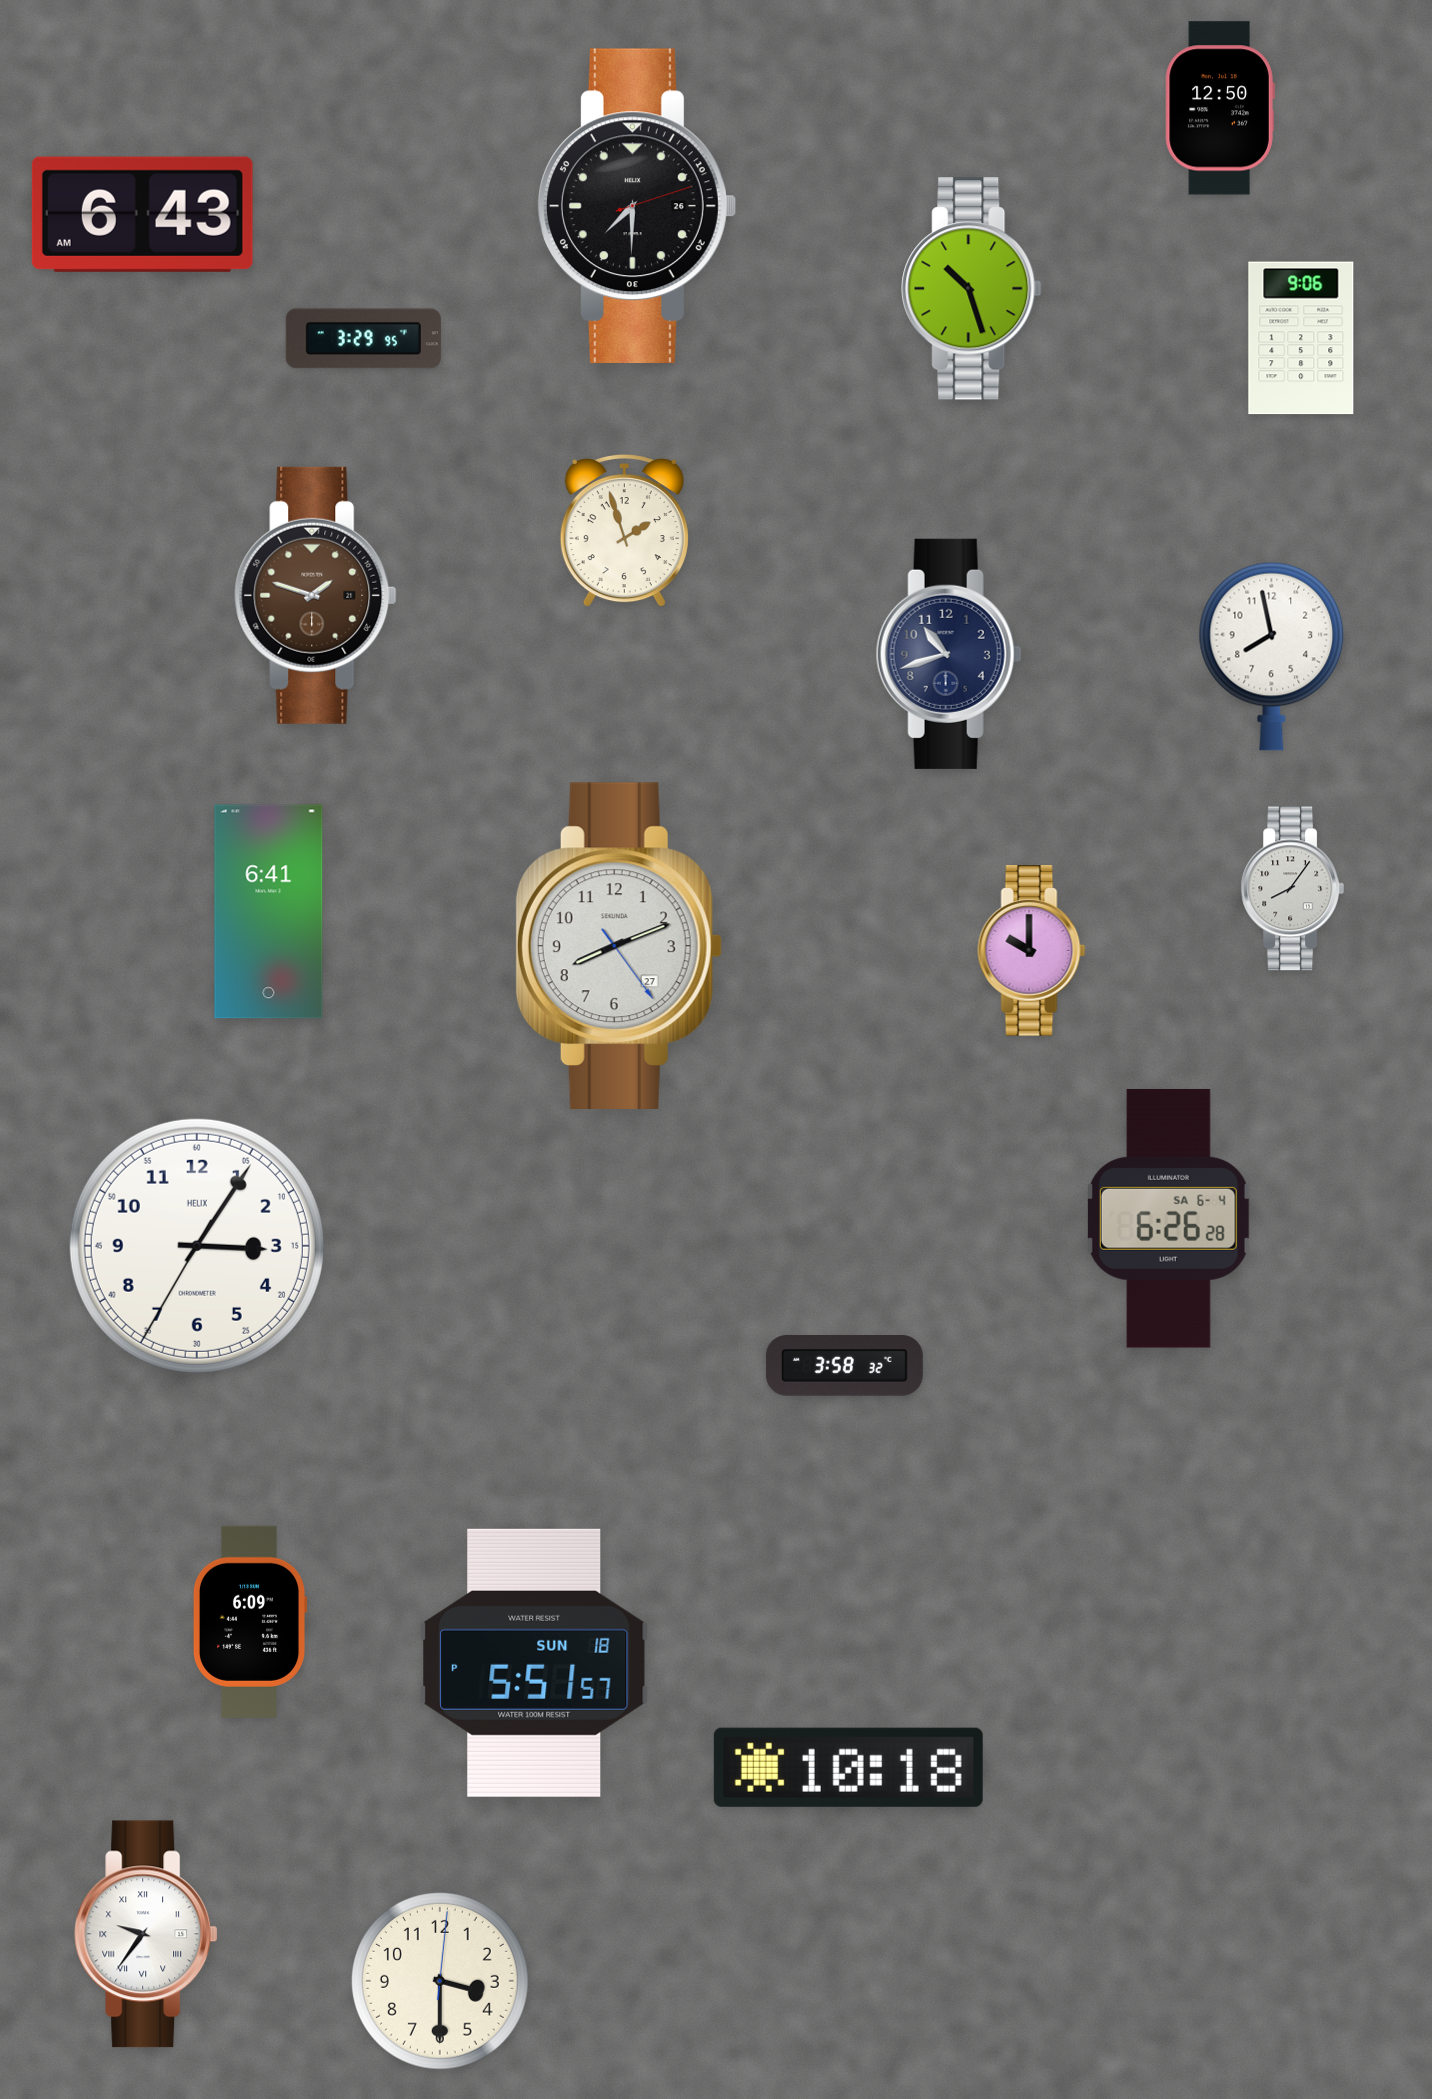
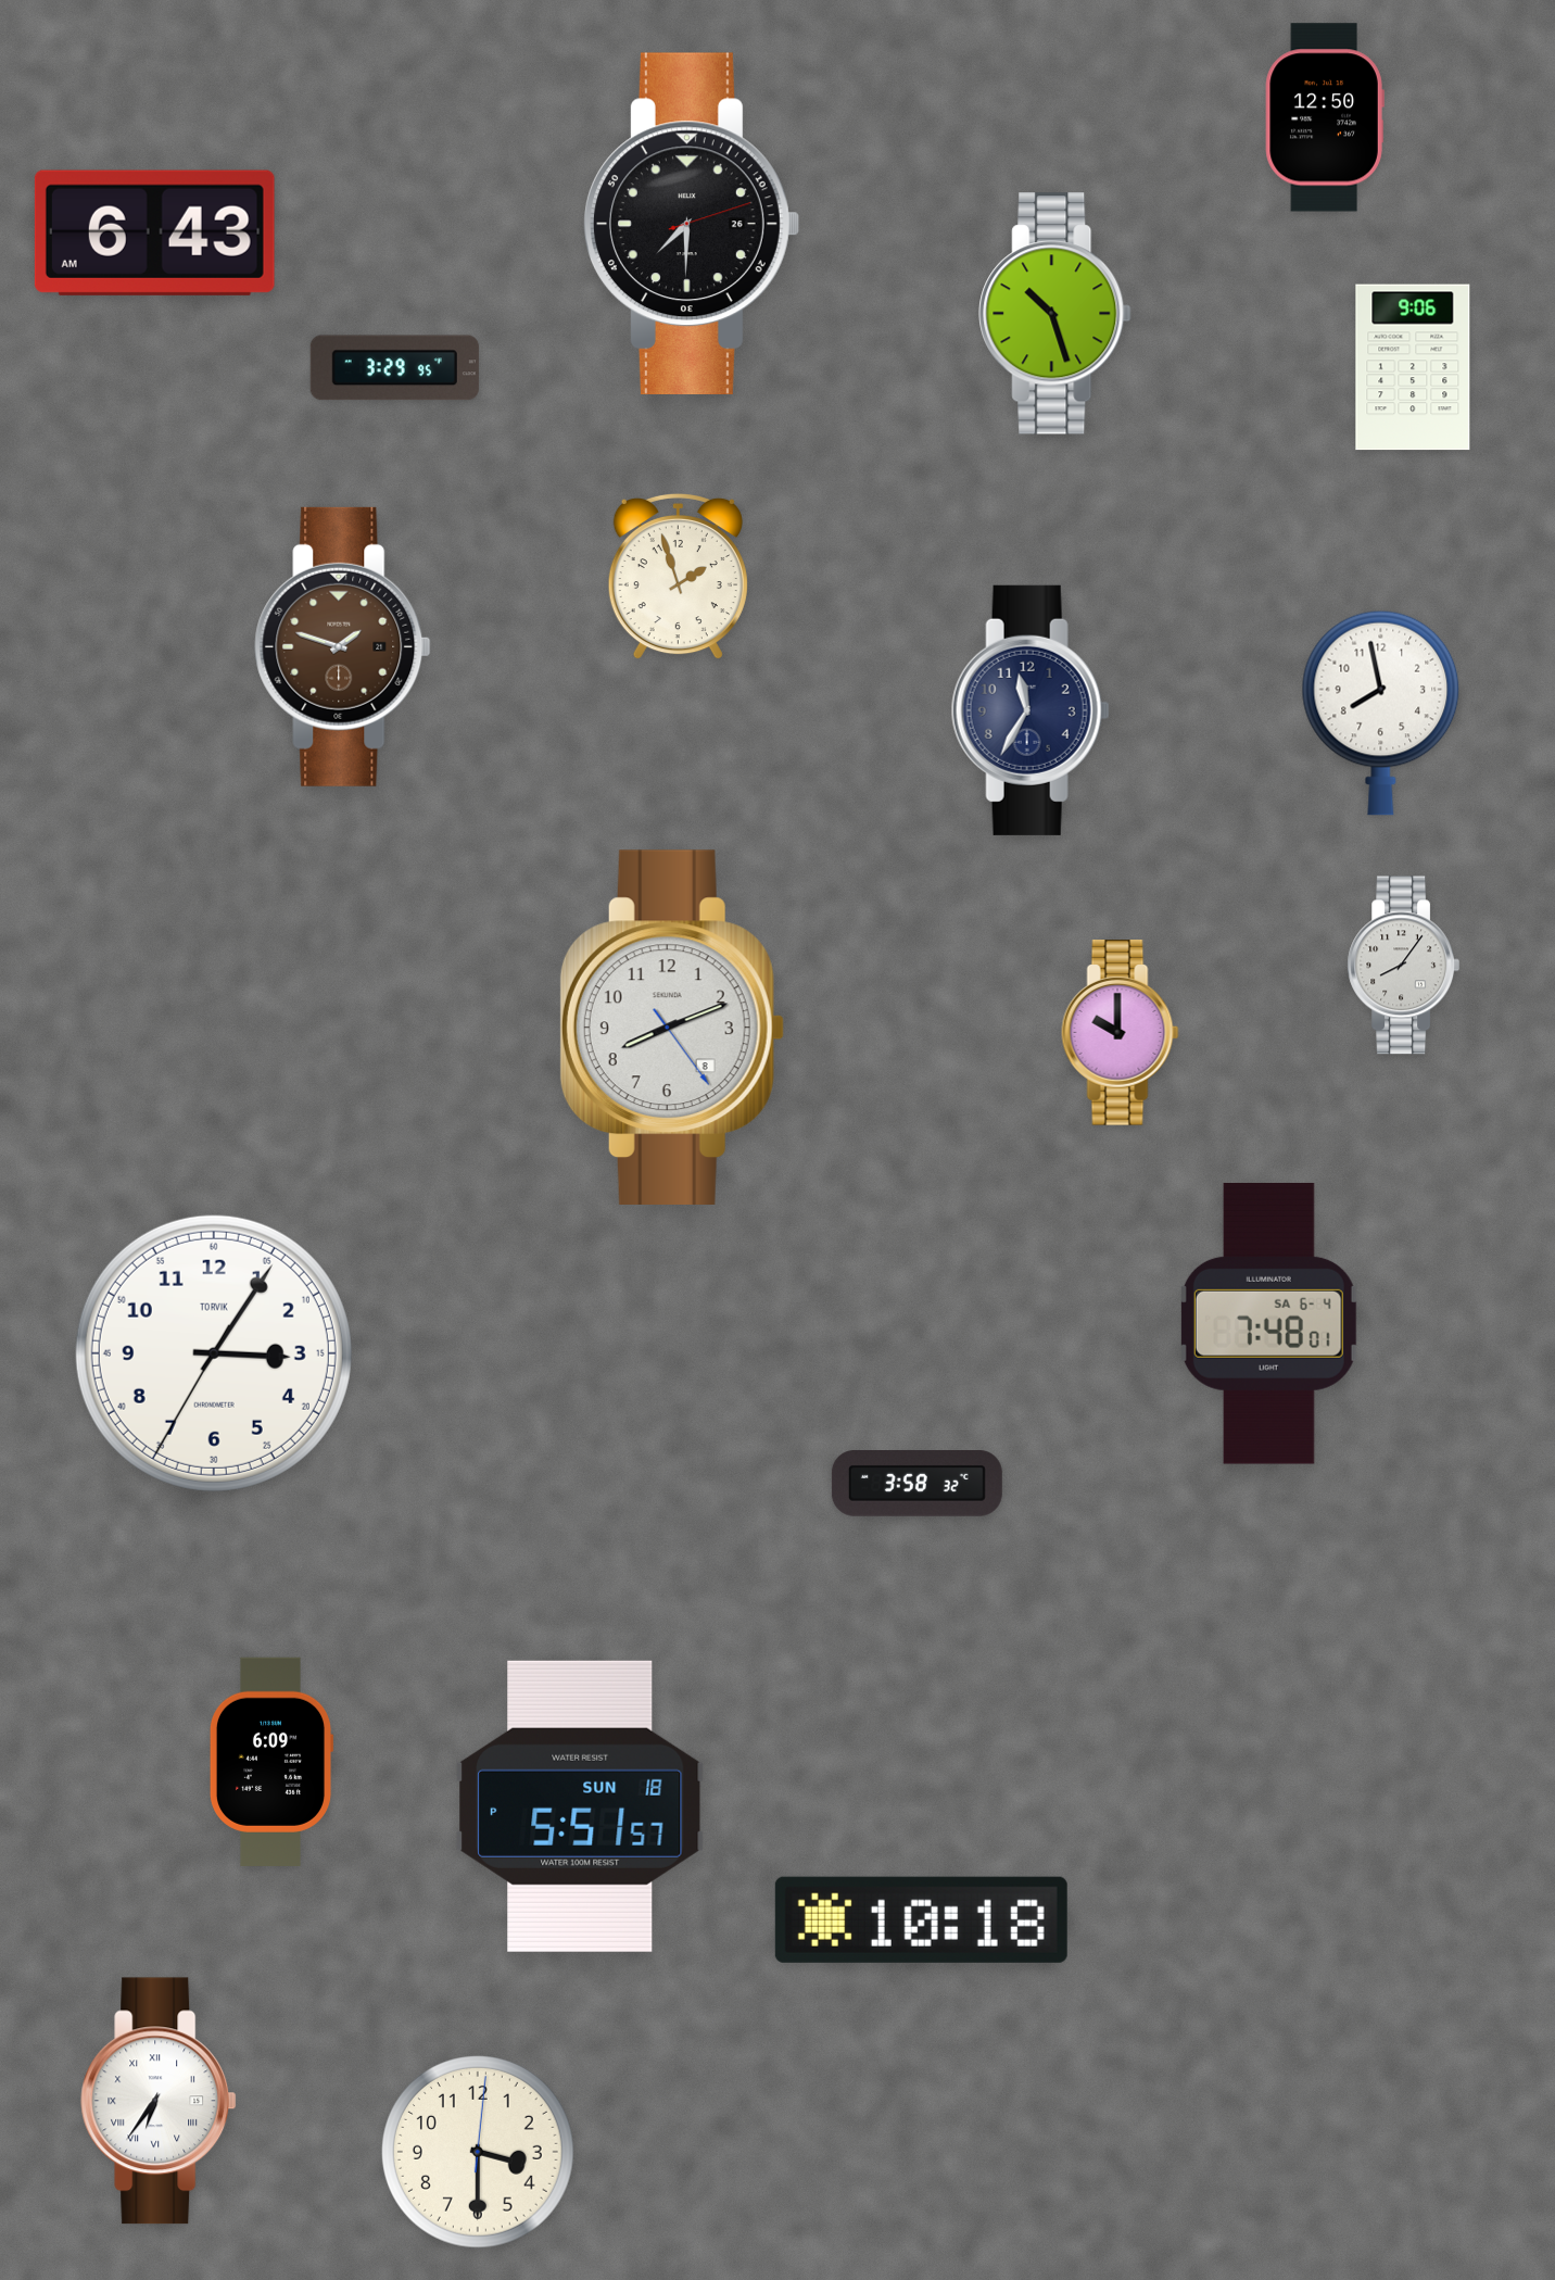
clock at (949, 654): 10:42 -> 11:35
clock at (269, 912): 6:41 -> none
clock at (619, 945) date: 27 -> 8
clock at (1168, 1218): 6:26 -> 7:48
clock at (197, 1246) brand: HELIX -> TORVIK
clock at (146, 1934): 9:36 -> 6:36
